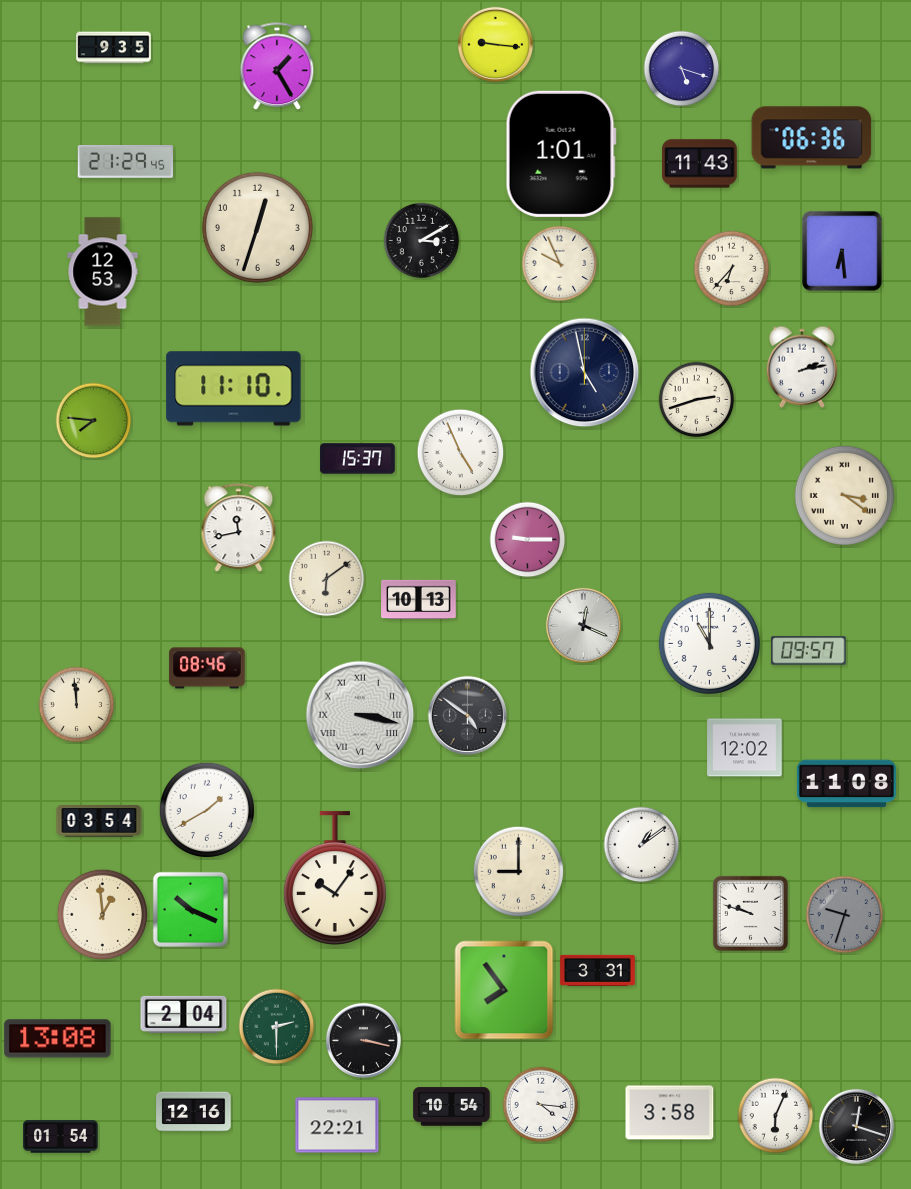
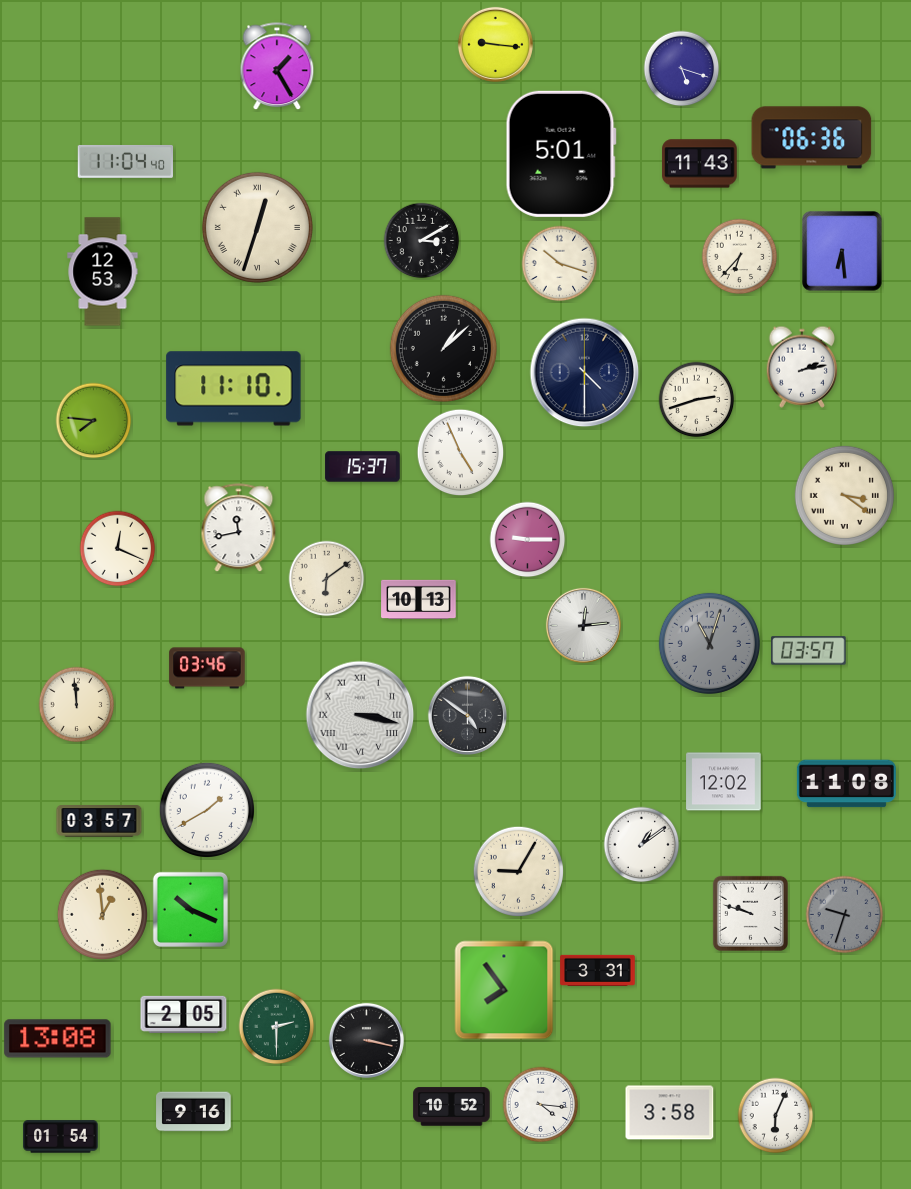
clock at (114, 48): 9:35 -> none
clock at (561, 154): 1:01 -> 5:01
clock at (125, 161): 21:29 -> 11:04
clock at (257, 227) numerals: Arabic -> Roman
clock at (560, 264): 9:56 -> 10:18
clock at (732, 269) position: (732, 269) -> (740, 257)
clock at (443, 348): none -> 1:08
clock at (585, 373): 4:58 -> 4:30
clock at (358, 459) position: (358, 459) -> (363, 467)
clock at (118, 549): none -> 12:19
clock at (583, 625): 12:19 -> 12:14
clock at (709, 643): 11:00 -> 11:03
clock at (709, 643) dial: white -> grey
clock at (809, 651): 09:57 -> 03:57
clock at (207, 668): 08:46 -> 03:46
clock at (745, 748) position: (745, 748) -> (724, 782)
clock at (99, 821): 03:54 -> 03:57
clock at (519, 872): 9:00 -> 9:05
clock at (335, 878): 10:06 -> none
clock at (184, 1014): 2:04 -> 2:05
clock at (363, 1040) position: (363, 1040) -> (366, 1040)
clock at (452, 1107): 10:54 -> 10:52
clock at (194, 1112): 12:16 -> 9:16
clock at (337, 1125): 22:21 -> none
clock at (856, 1126): 12:18 -> none
